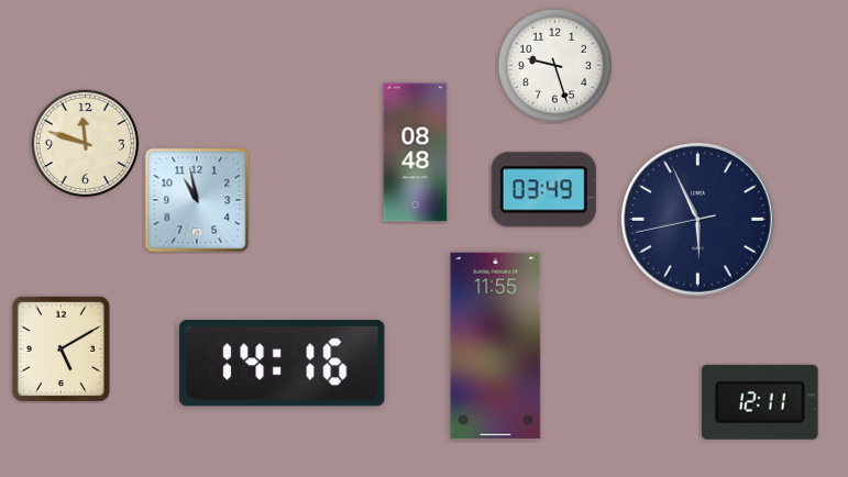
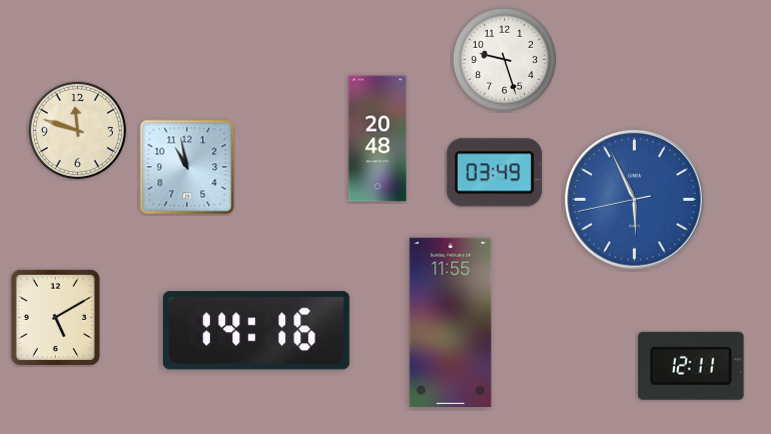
clock at (416, 153): 08:48 -> 20:48
clock at (197, 200) position: (197, 200) -> (187, 167)
clock at (698, 220) dial: navy -> blue
clock at (496, 346) position: (496, 346) -> (451, 323)
